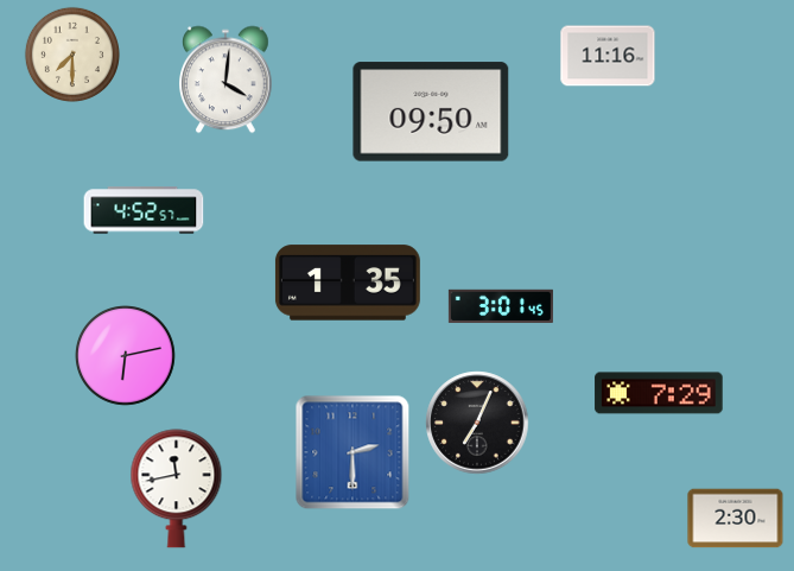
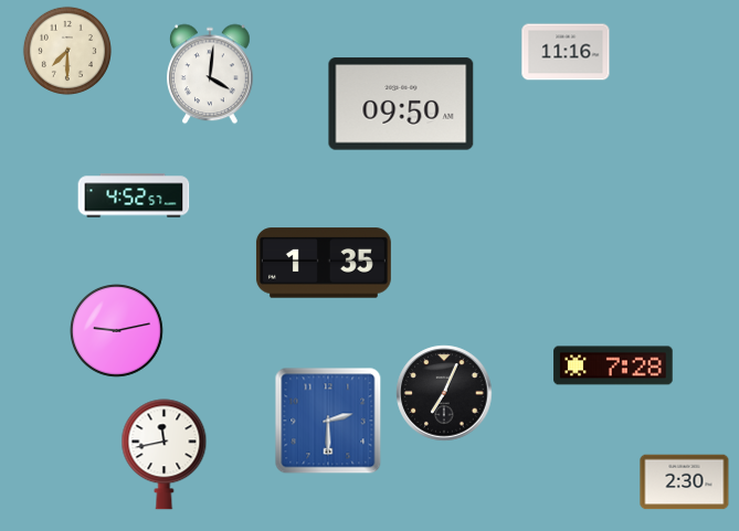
clock at (501, 305): 3:01 -> none
clock at (126, 356): 6:13 -> 9:13
clock at (659, 393): 7:29 -> 7:28
